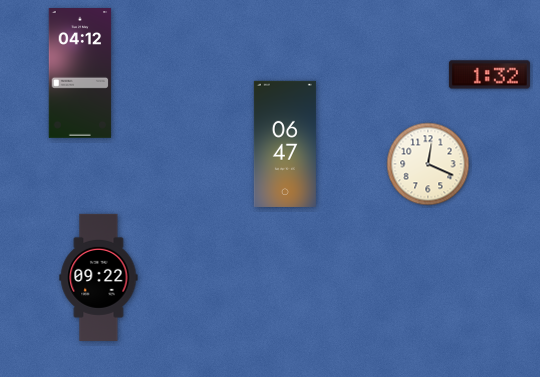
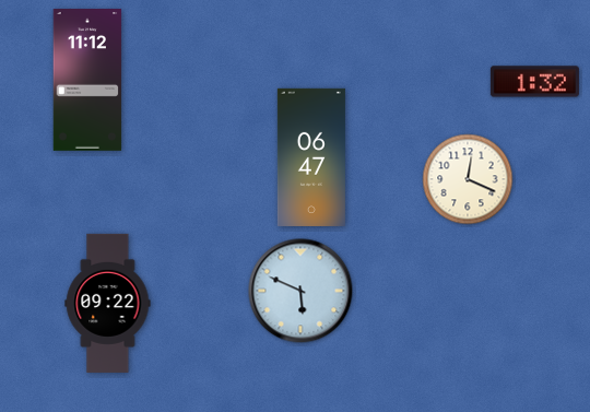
clock at (80, 74): 04:12 -> 11:12
clock at (300, 291): none -> 5:49
